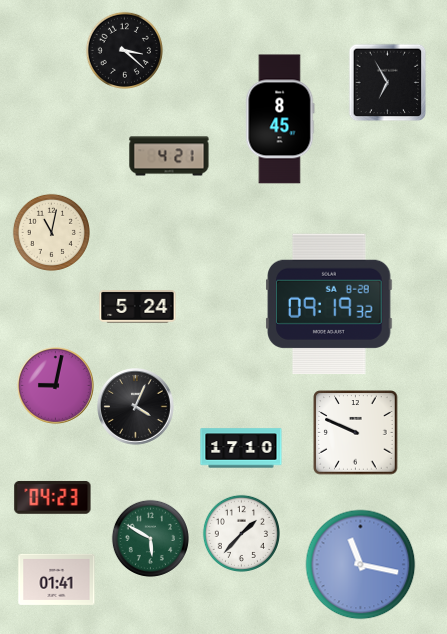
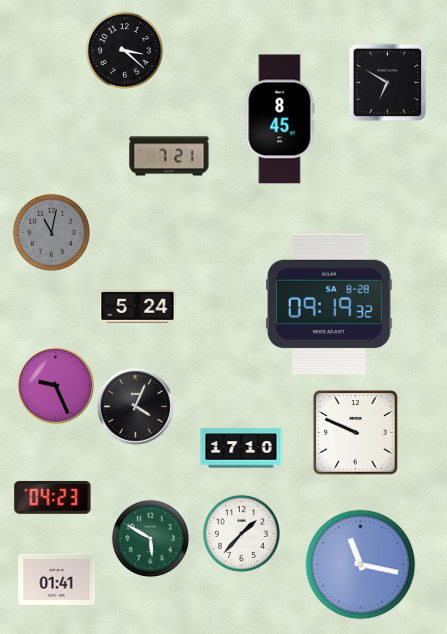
clock at (387, 82): 6:55 -> 6:50
clock at (169, 156): 4:21 -> 7:21
clock at (51, 232) dial: cream -> grey
clock at (56, 386): 9:02 -> 9:26
